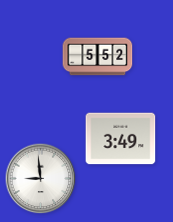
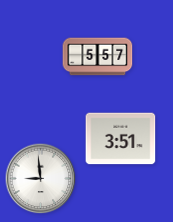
clock at (98, 57): 5:52 -> 5:57
clock at (121, 139): 3:49 -> 3:51
